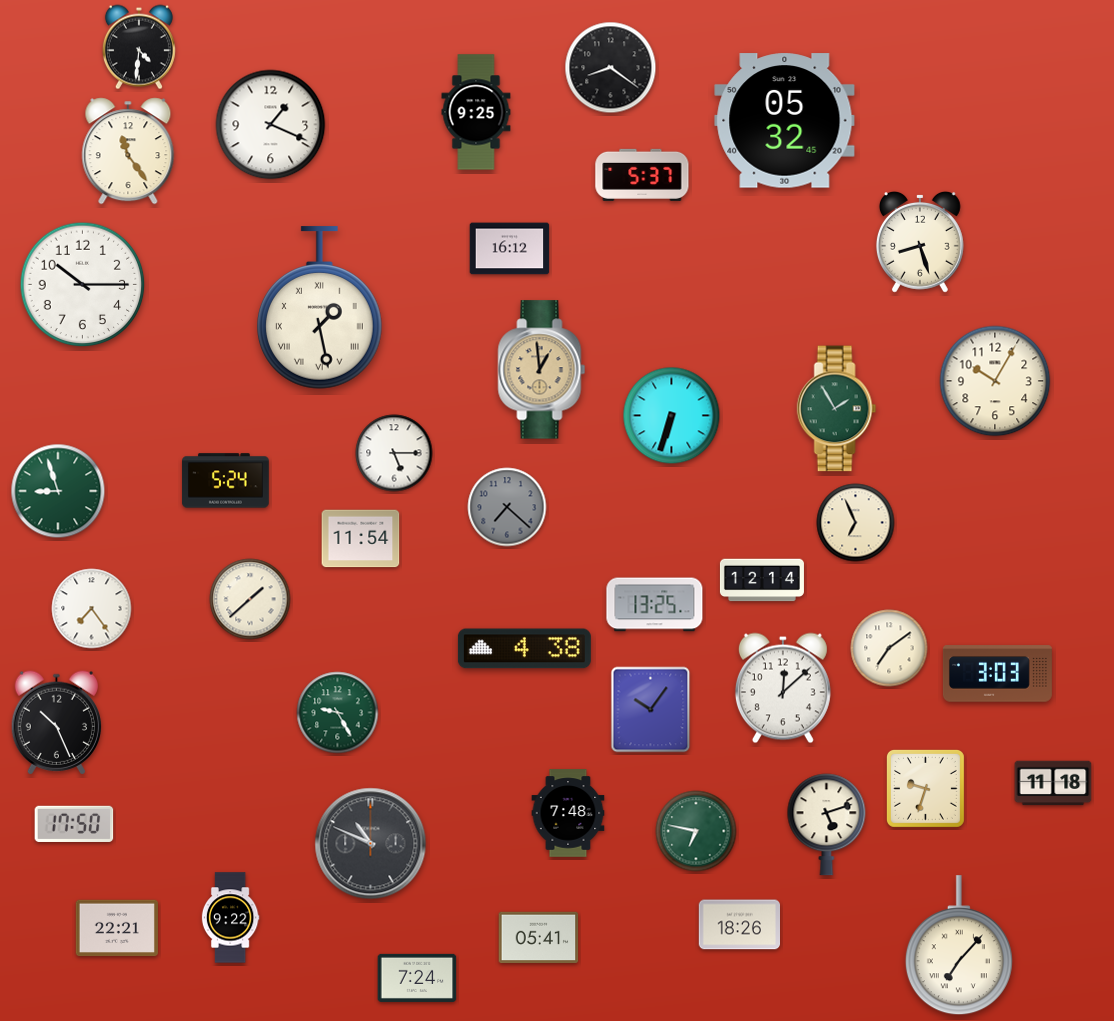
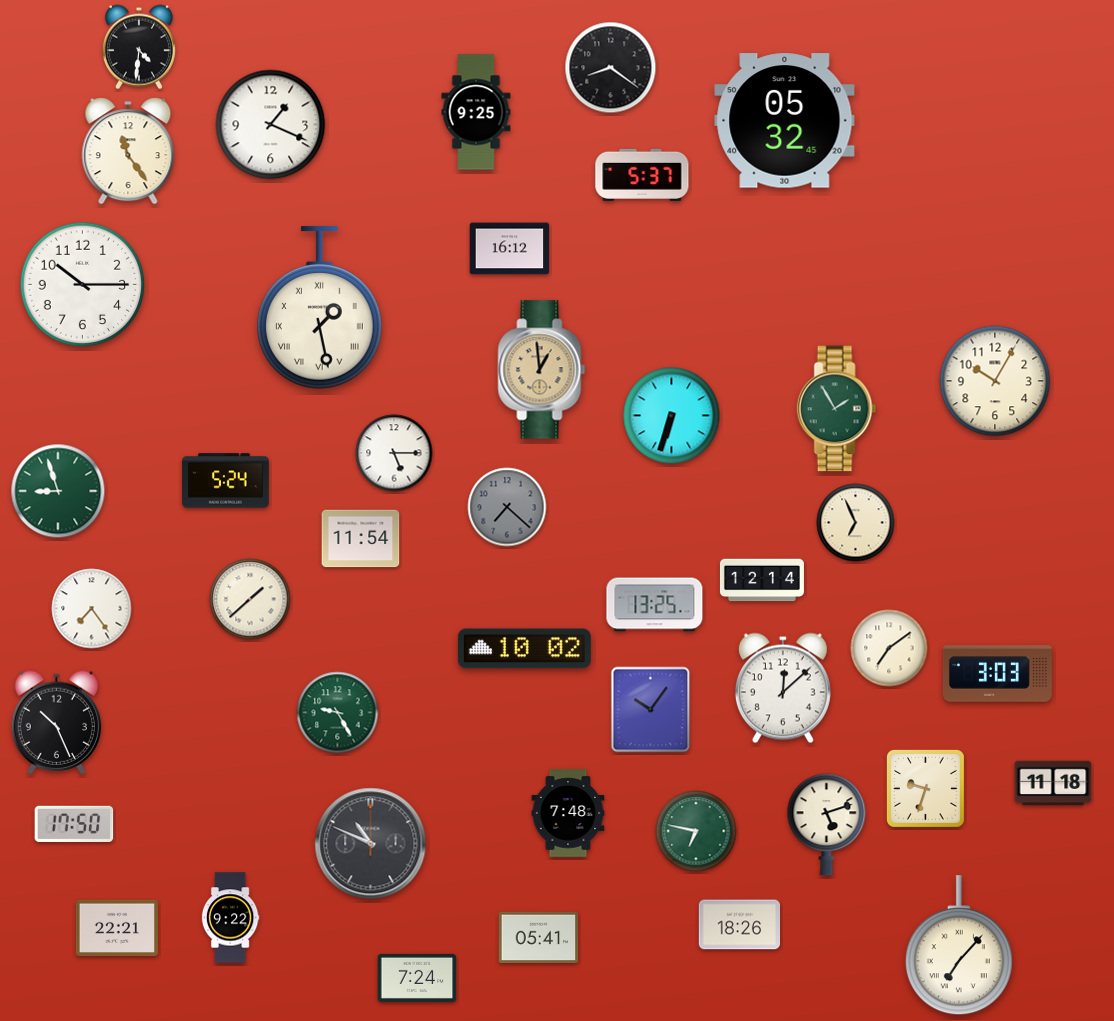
clock at (920, 242): 8:27 -> none
clock at (524, 649): 4:38 -> 10:02
